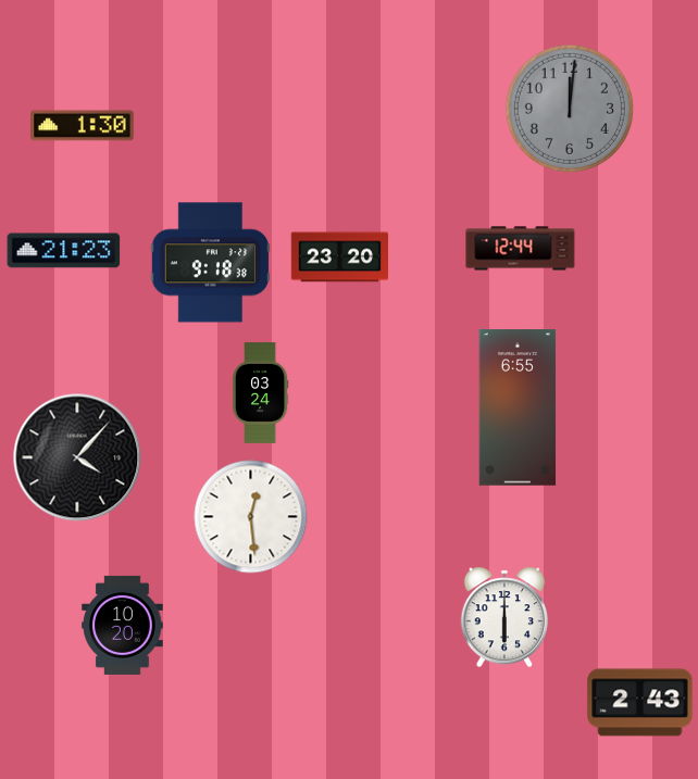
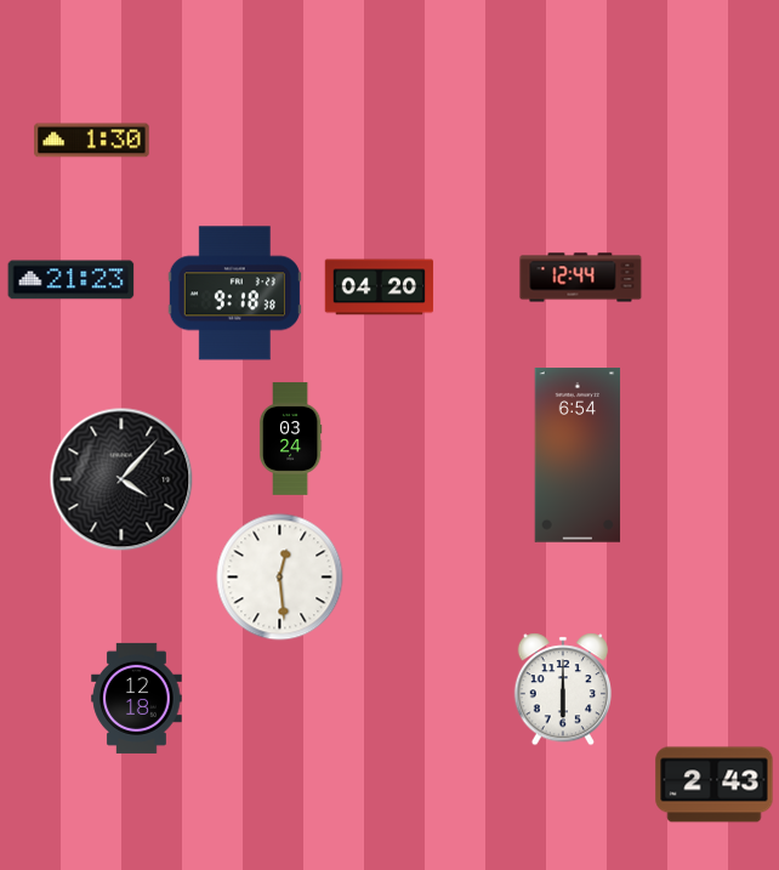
clock at (570, 109): 12:01 -> none
clock at (340, 257): 23:20 -> 04:20
clock at (518, 407): 6:55 -> 6:54
clock at (77, 457) position: (77, 457) -> (121, 479)
clock at (123, 625): 10:20 -> 12:18
